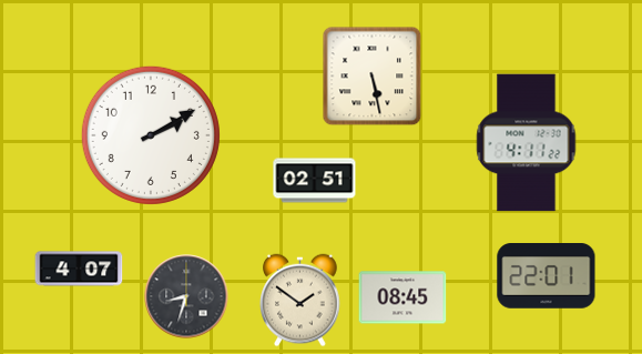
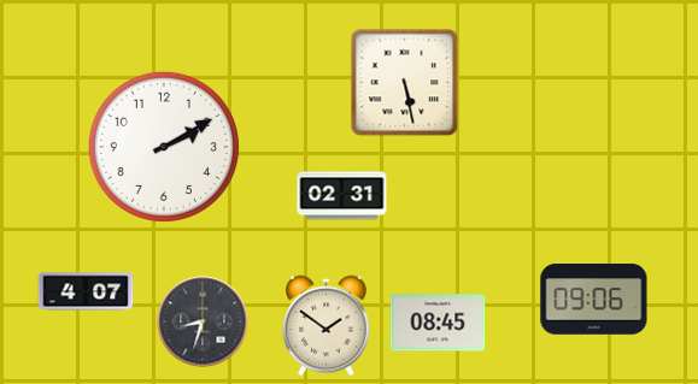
clock at (527, 143): 4:11 -> none
clock at (315, 181): 02:51 -> 02:31
clock at (547, 276): 22:01 -> 09:06
